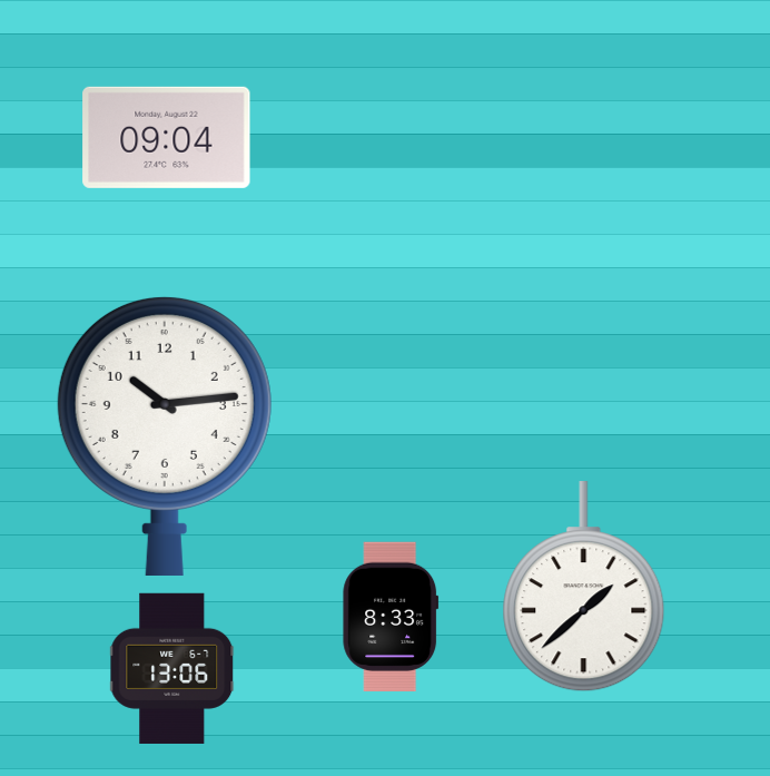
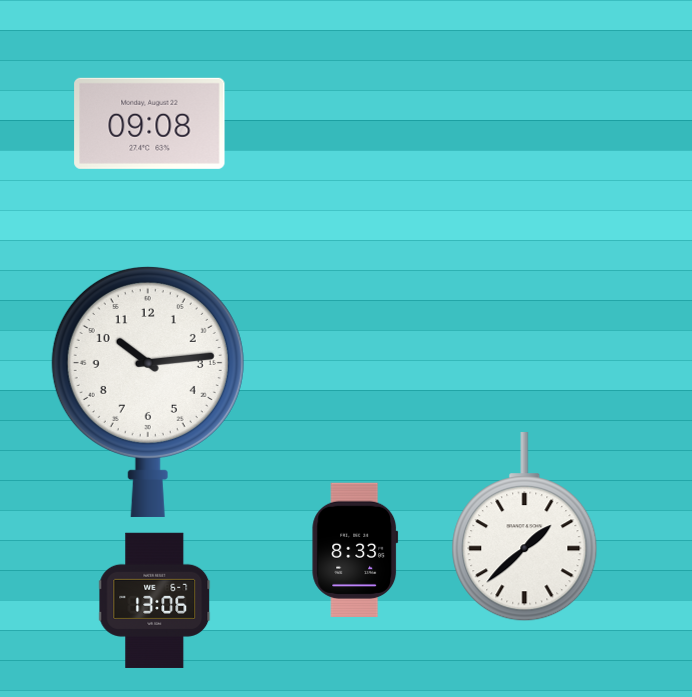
clock at (167, 137): 09:04 -> 09:08
clock at (391, 616) position: (391, 616) -> (355, 549)
